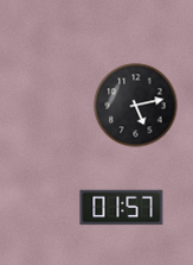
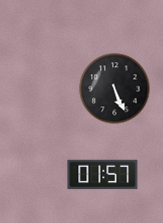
clock at (136, 106): 5:13 -> 5:26
